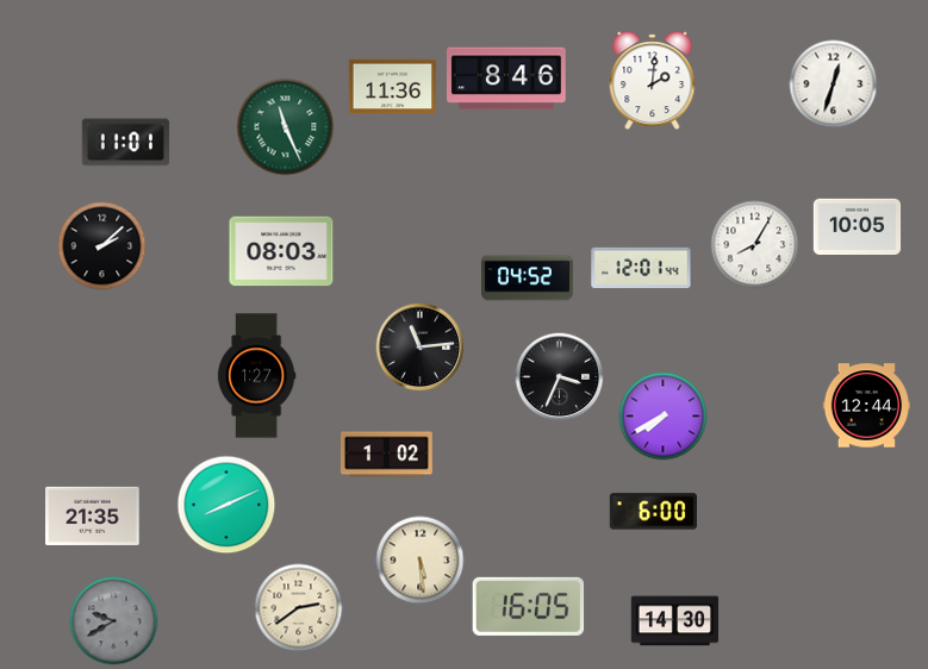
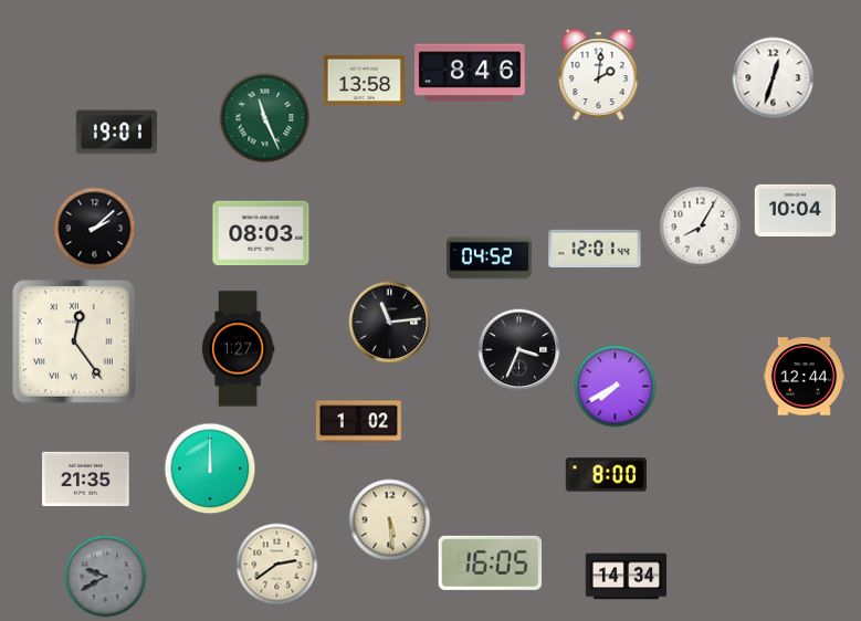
clock at (653, 81) position: (653, 81) -> (599, 75)
clock at (393, 87): 11:36 -> 13:58
clock at (125, 143): 11:01 -> 19:01
clock at (858, 226): 10:05 -> 10:04
clock at (75, 343): none -> 12:24
clock at (226, 505): 8:11 -> 12:00
clock at (654, 512): 6:00 -> 8:00
clock at (675, 621): 14:30 -> 14:34
